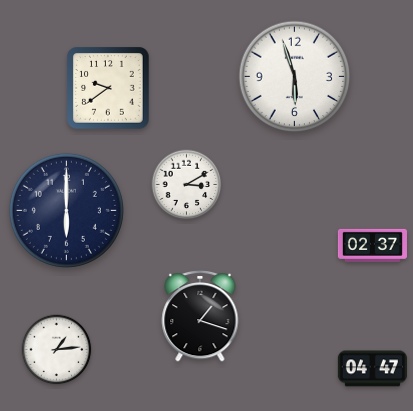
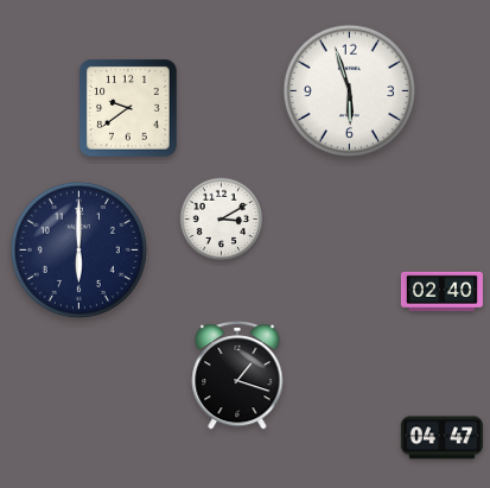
clock at (108, 88) position: (108, 88) -> (128, 108)
clock at (372, 245): 02:37 -> 02:40
clock at (57, 350): 1:14 -> none
